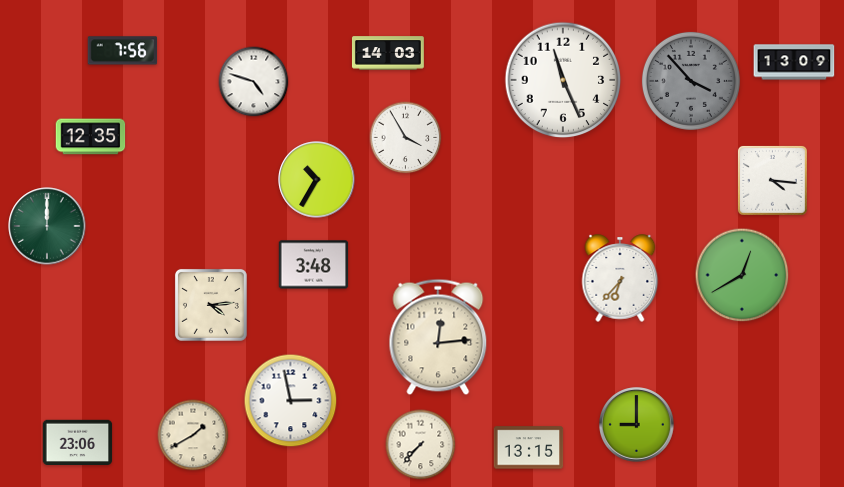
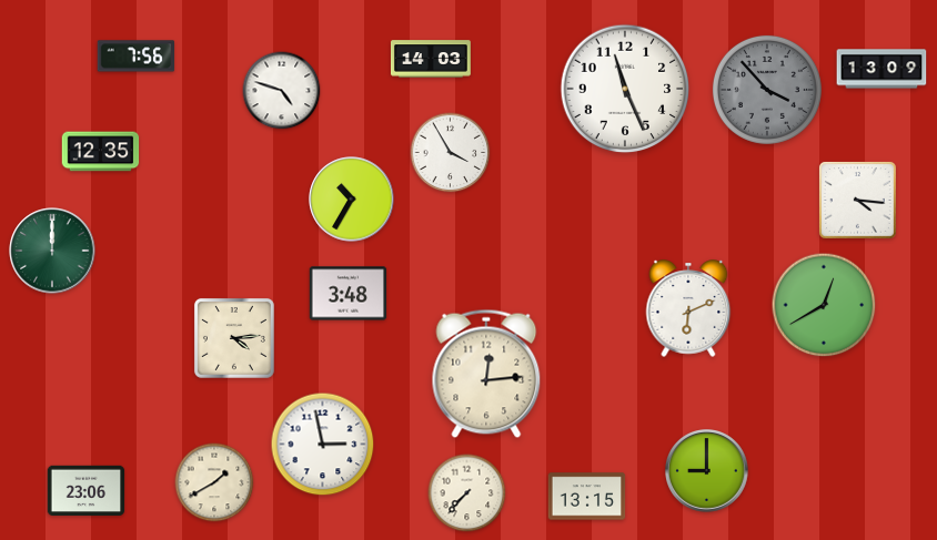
clock at (620, 278): 6:37 -> 6:11
